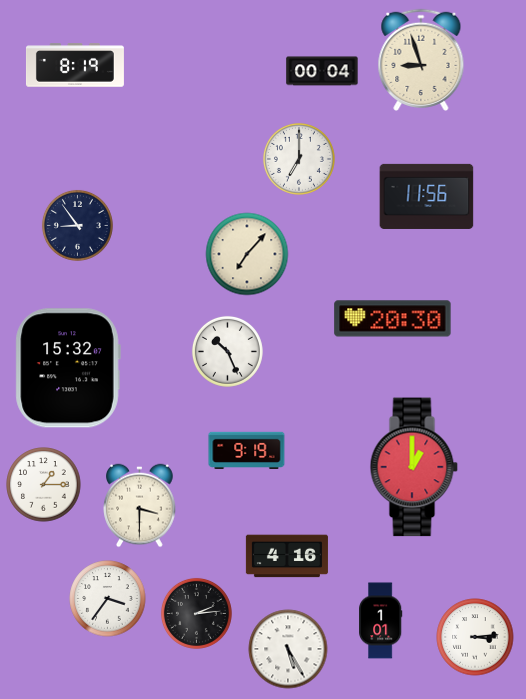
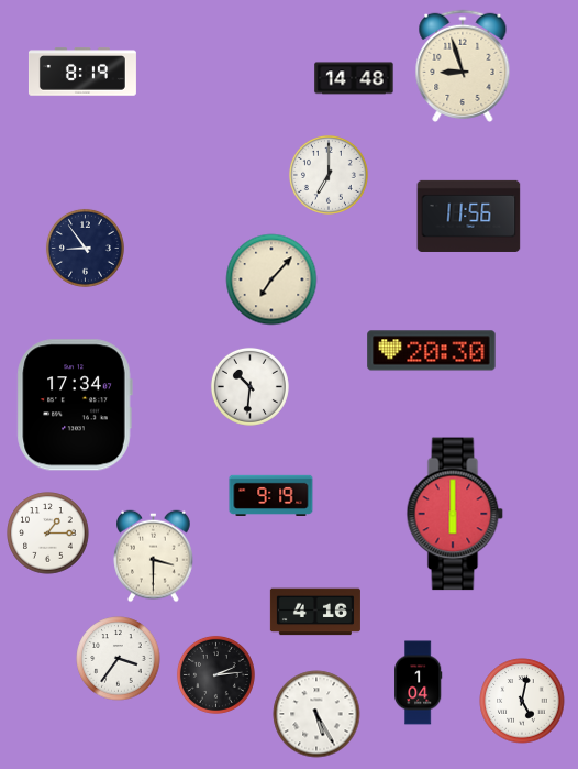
clock at (322, 71): 00:04 -> 14:48
clock at (227, 351): 10:26 -> 10:31
clock at (68, 368): 15:32 -> 17:34
clock at (414, 467): 1:00 -> 6:00
clock at (381, 621): 1:01 -> 1:04
clock at (475, 637): 3:14 -> 5:02
